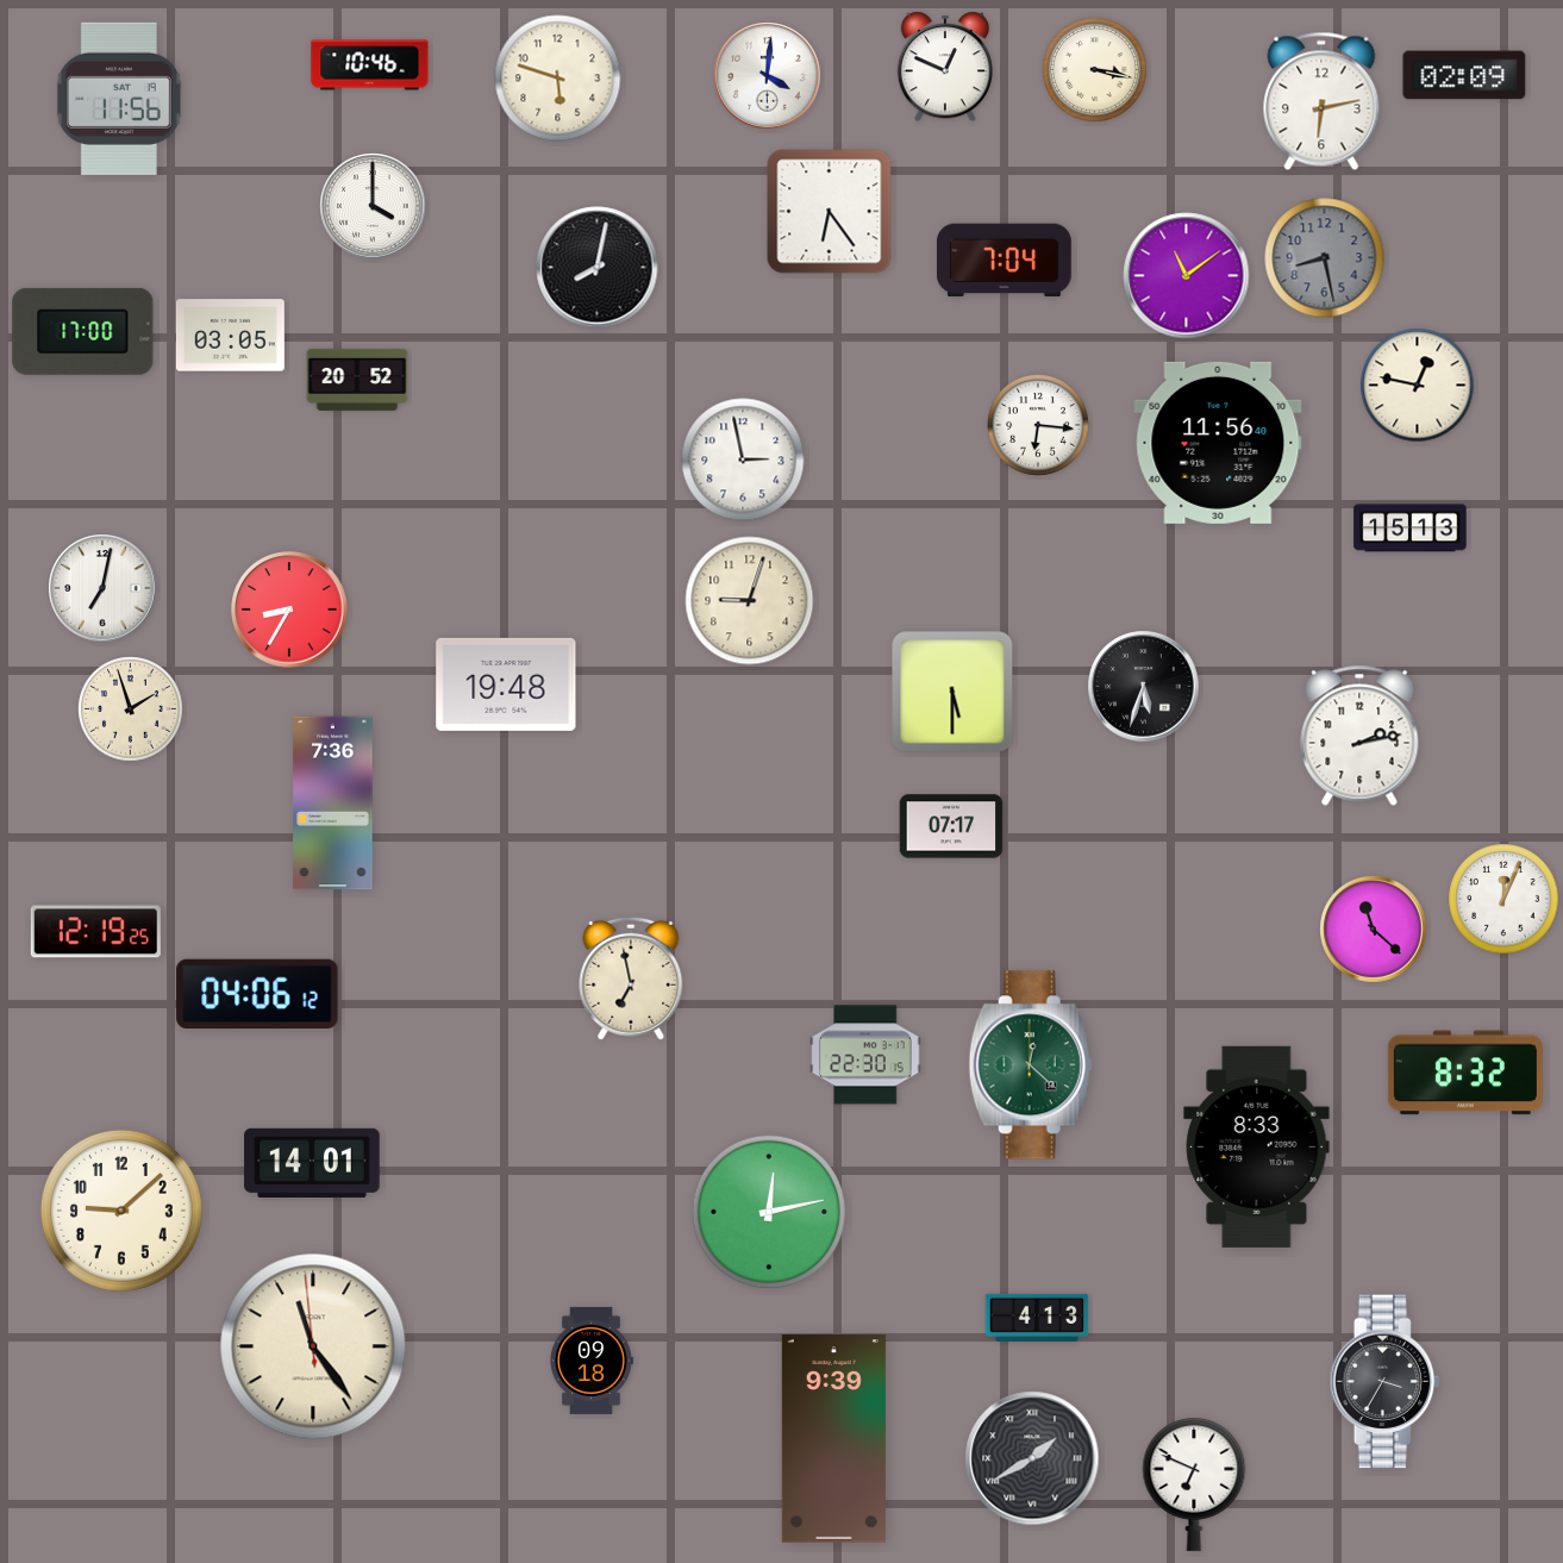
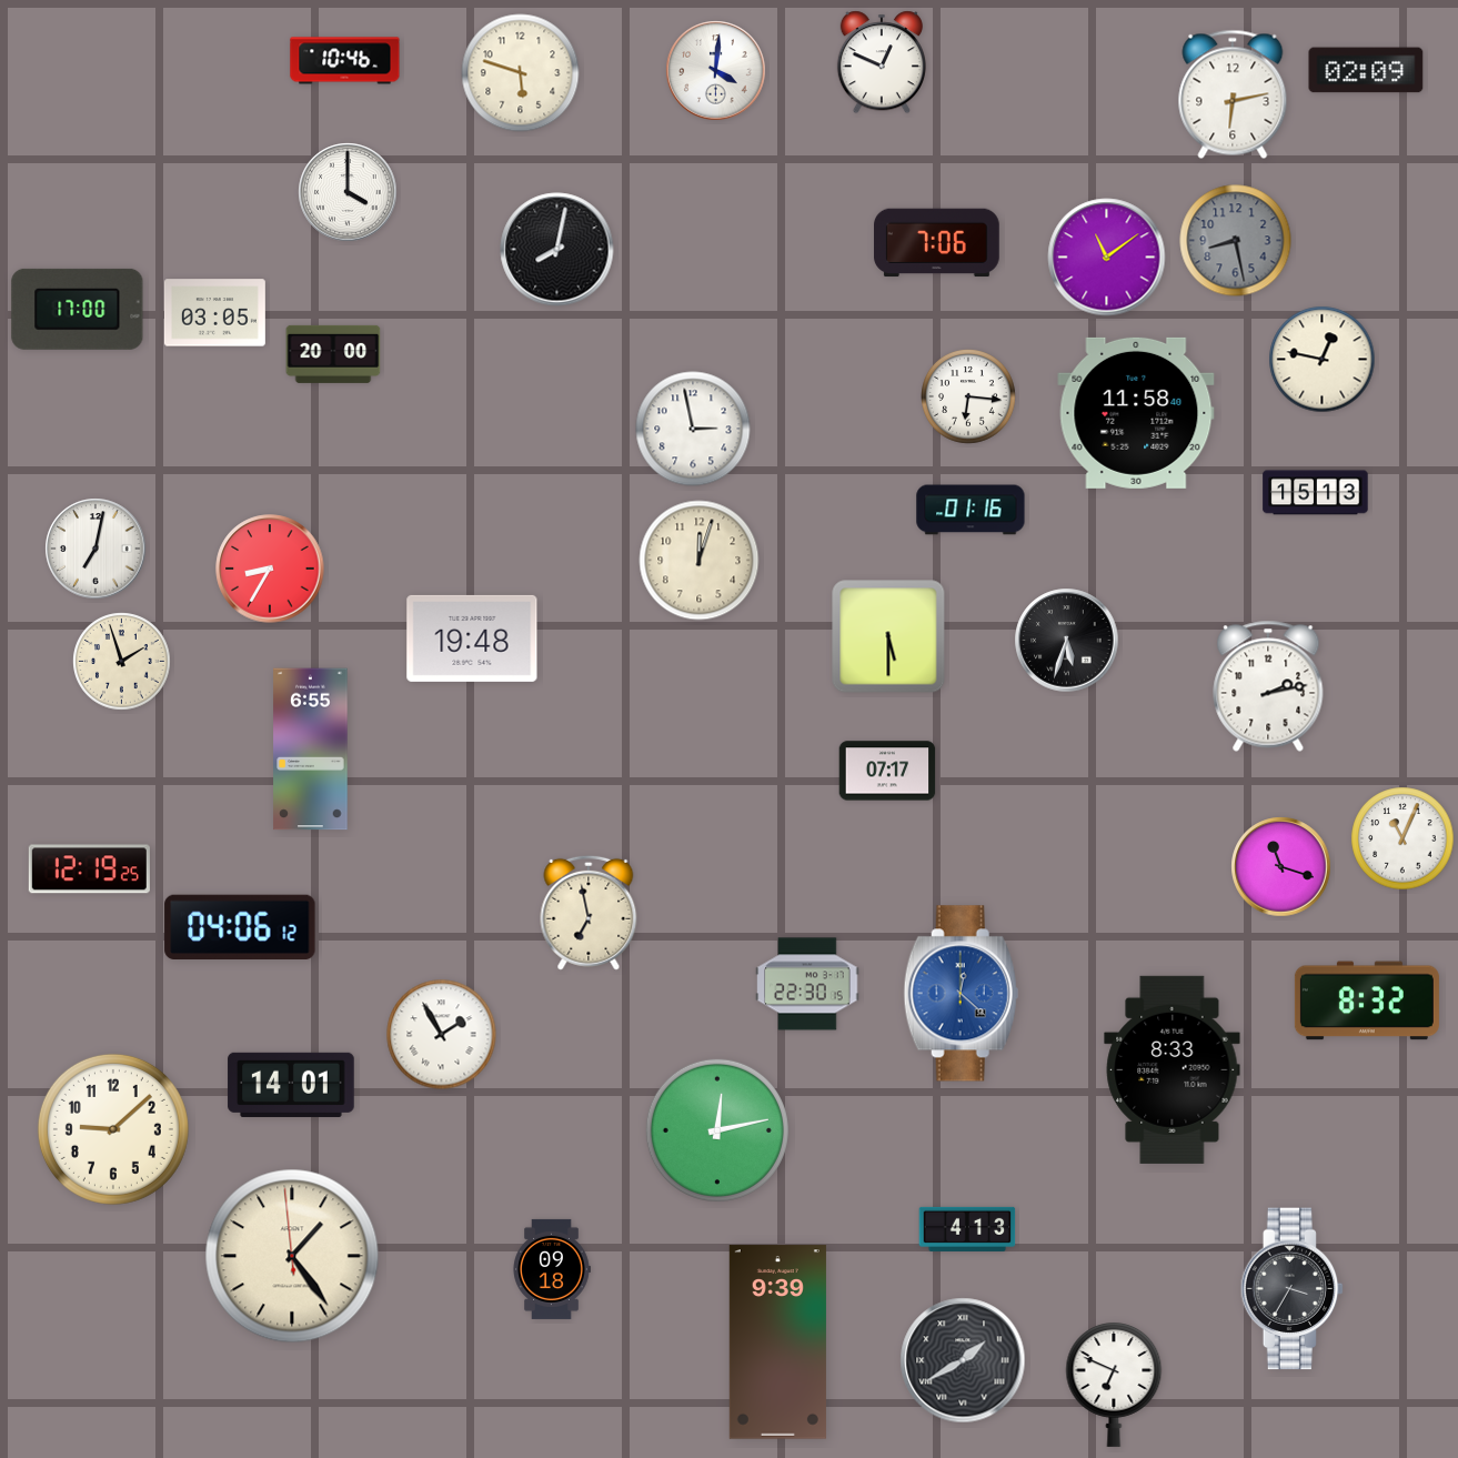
clock at (1095, 70): 3:17 -> none
clock at (119, 99): 11:56 -> none
clock at (830, 212): 6:24 -> none
clock at (1005, 261): 7:04 -> 7:06
clock at (357, 380): 20:52 -> 20:00
clock at (1218, 443): 11:56 -> 11:58
clock at (971, 510): none -> 01:16
clock at (750, 601): 9:03 -> 12:03
clock at (952, 692) position: (952, 692) -> (888, 636)
clock at (333, 804): 7:36 -> 6:55
clock at (1503, 899): 12:04 -> 11:04
clock at (1374, 930): 11:22 -> 11:18
clock at (1030, 1065) dial: green -> blue
clock at (442, 1035): none -> 1:55
clock at (313, 1346): 11:23 -> 1:23
